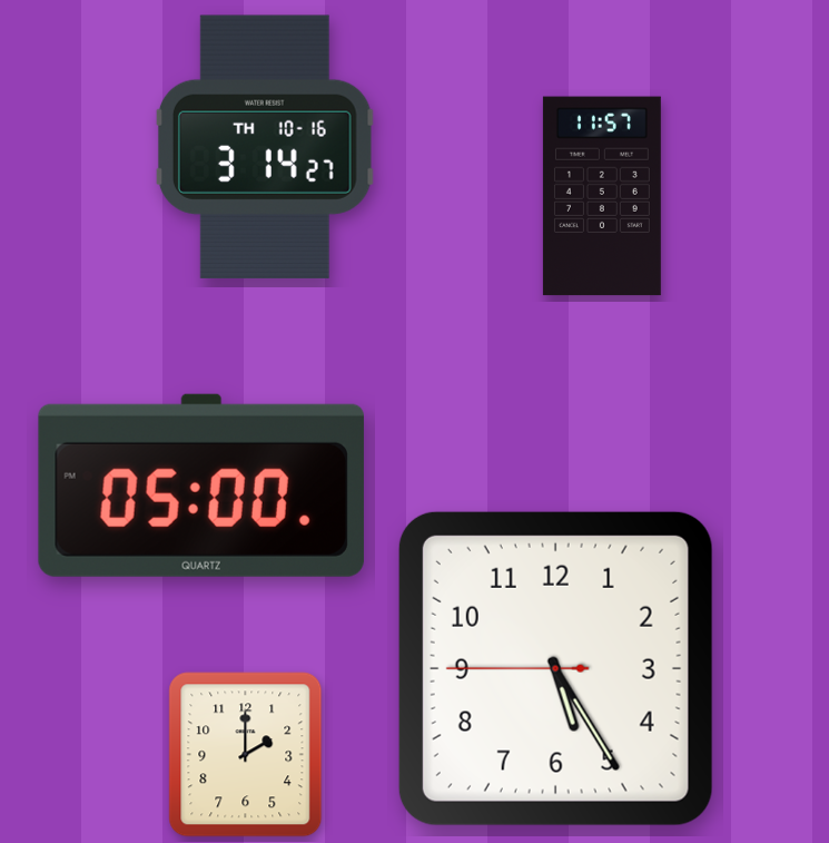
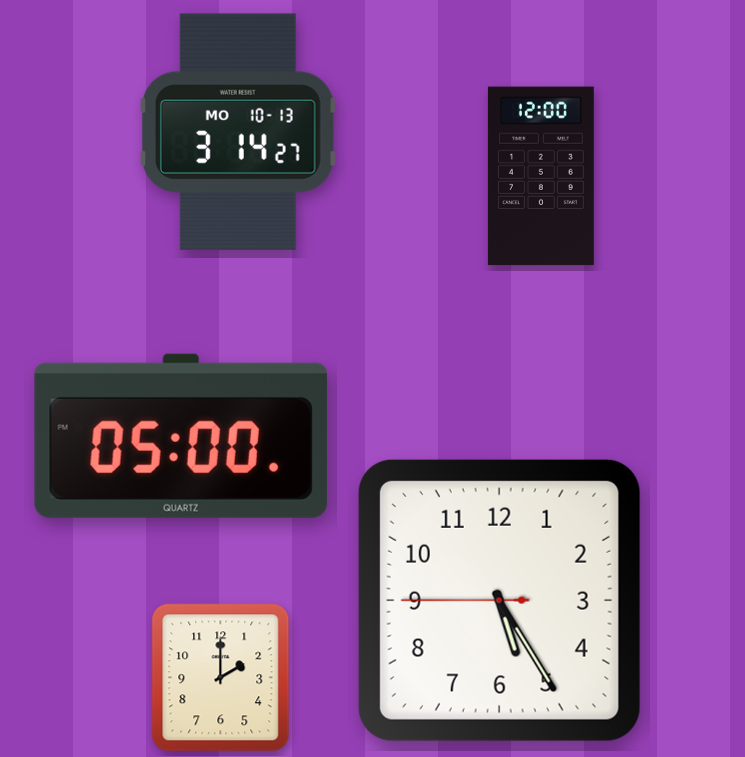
clock at (265, 147) date: TH 10-16 -> MO 10-13
clock at (602, 196): 11:57 -> 12:00
